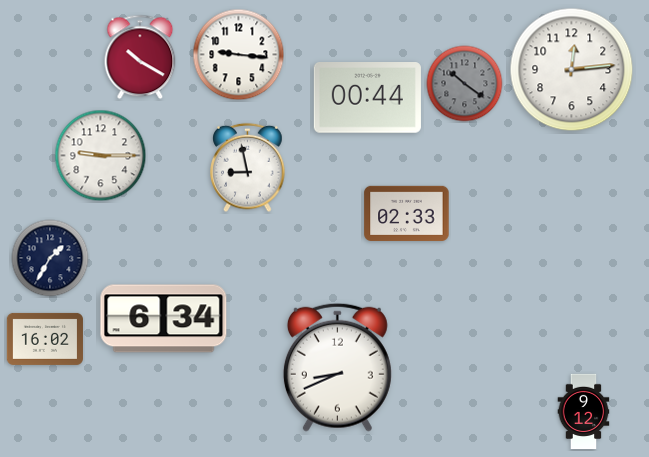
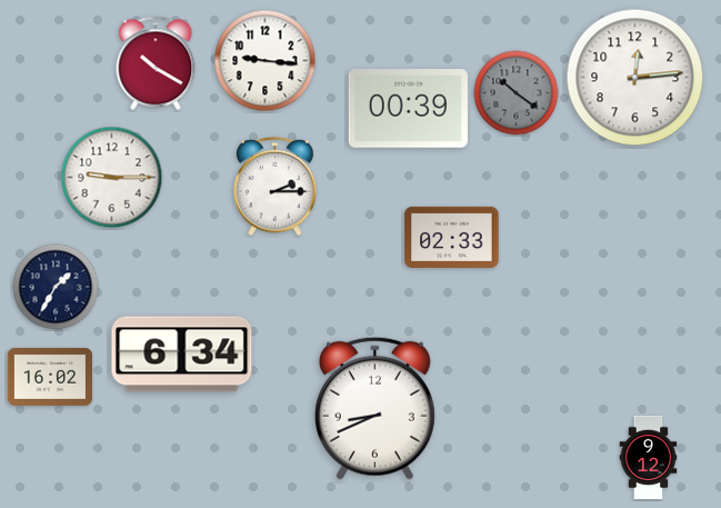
clock at (367, 98): 00:44 -> 00:39
clock at (101, 156) position: (101, 156) -> (112, 178)
clock at (248, 168): 8:58 -> 2:15
